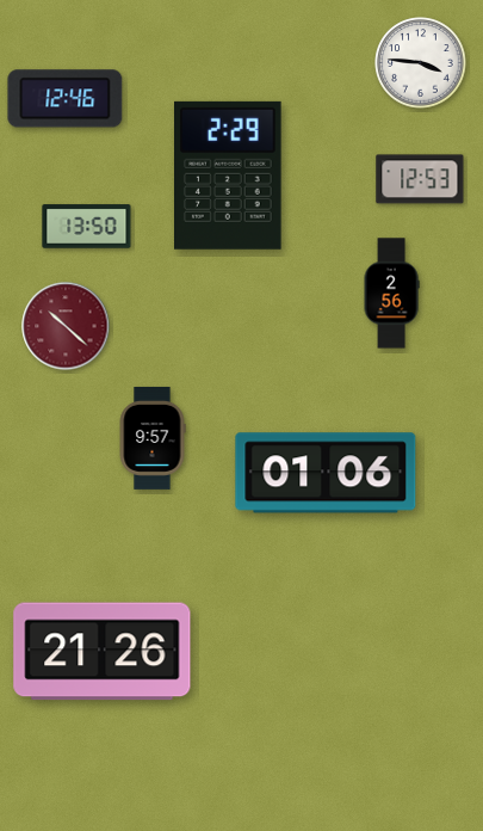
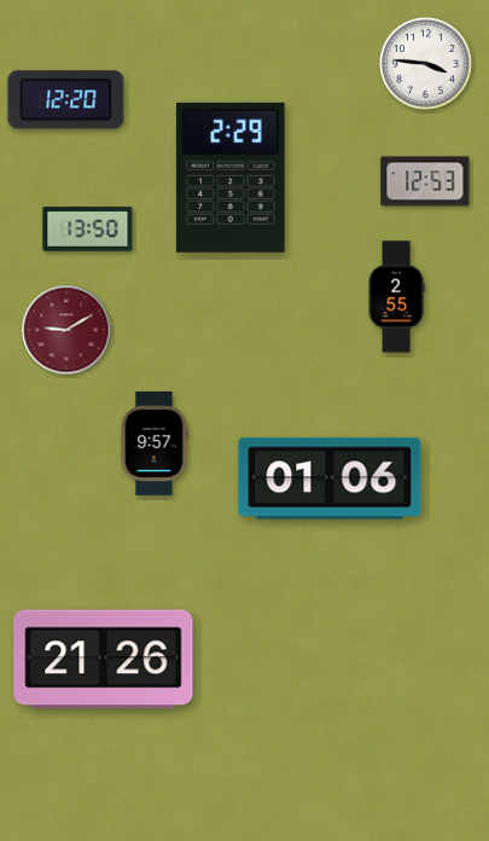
clock at (66, 99): 12:46 -> 12:20
clock at (391, 294): 2:56 -> 2:55
clock at (66, 326): 10:22 -> 9:10
